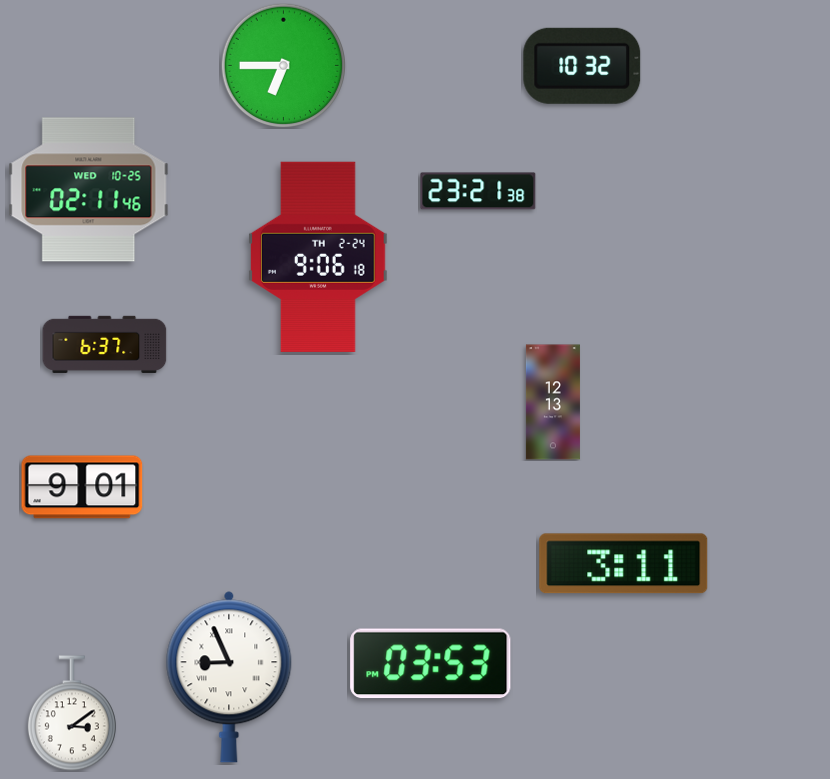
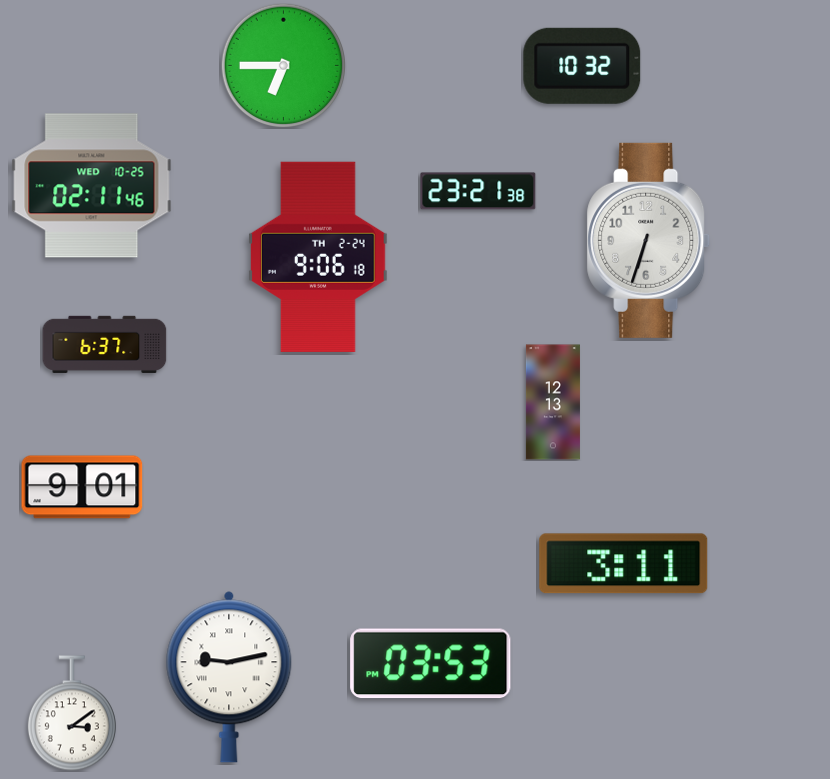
clock at (89, 190) position: (89, 190) -> (92, 186)
clock at (649, 240): none -> 6:33
clock at (229, 677): 8:56 -> 9:13
